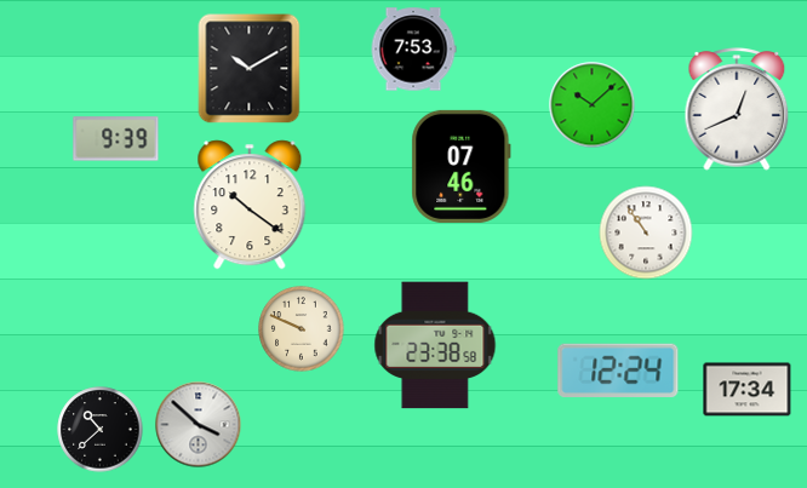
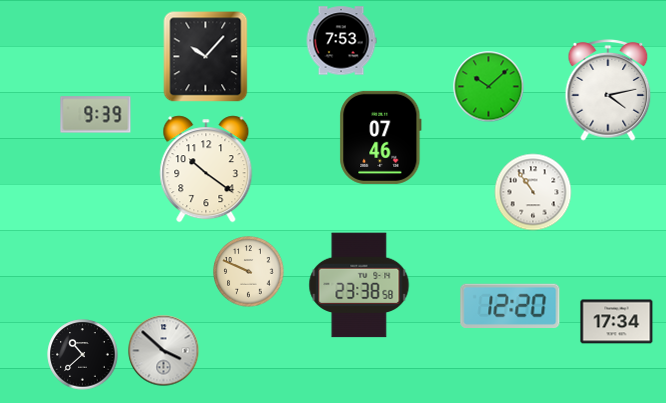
clock at (250, 69): 10:10 -> 10:07
clock at (737, 109): 12:41 -> 4:13
clock at (618, 371): 12:24 -> 12:20
